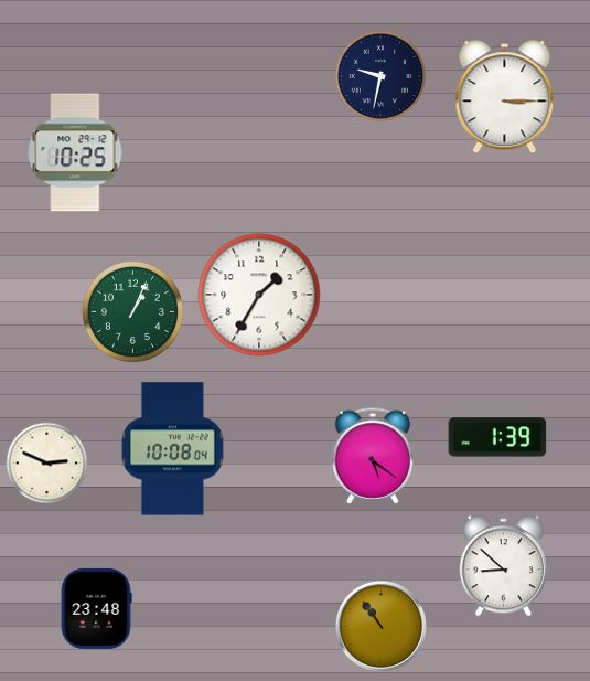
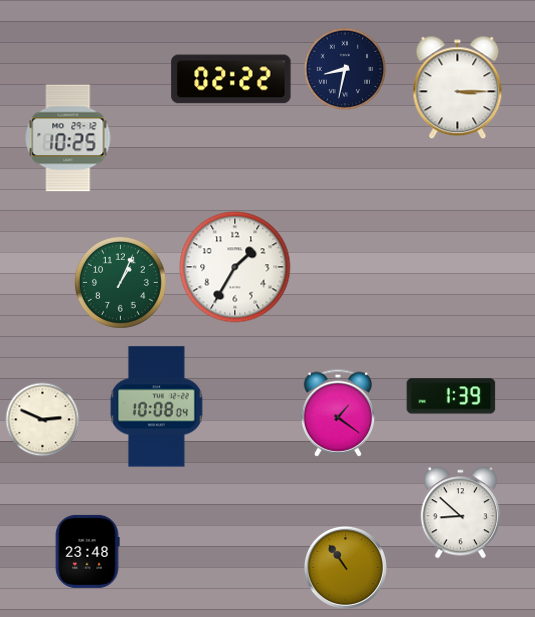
clock at (380, 76): 9:32 -> 8:32
clock at (231, 79): none -> 02:22
clock at (373, 456): 5:21 -> 1:21
clock at (504, 566) position: (504, 566) -> (461, 513)
